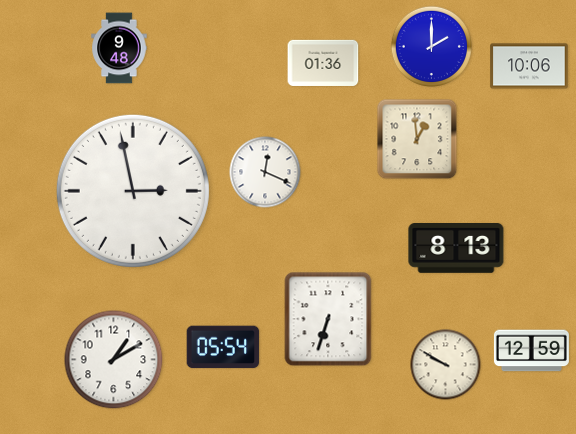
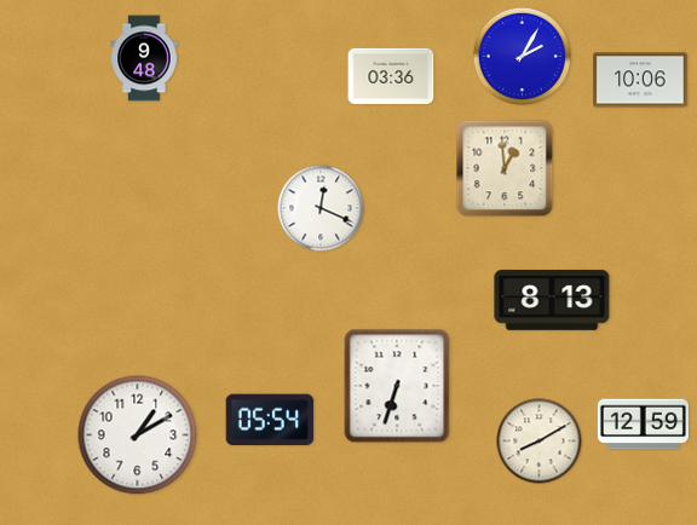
clock at (431, 46): 2:00 -> 2:05
clock at (323, 63): 01:36 -> 03:36
clock at (133, 191): 2:58 -> none
clock at (446, 365): 9:50 -> 8:10
